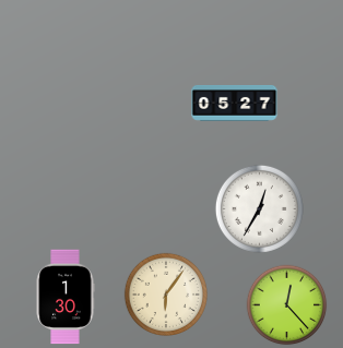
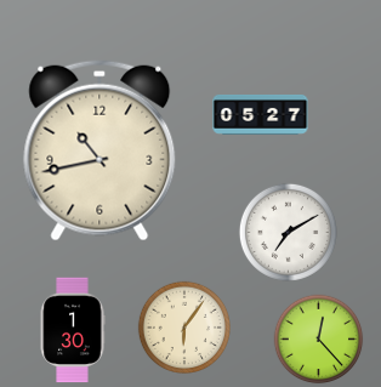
clock at (99, 150): none -> 10:43
clock at (259, 208): 12:35 -> 7:10
